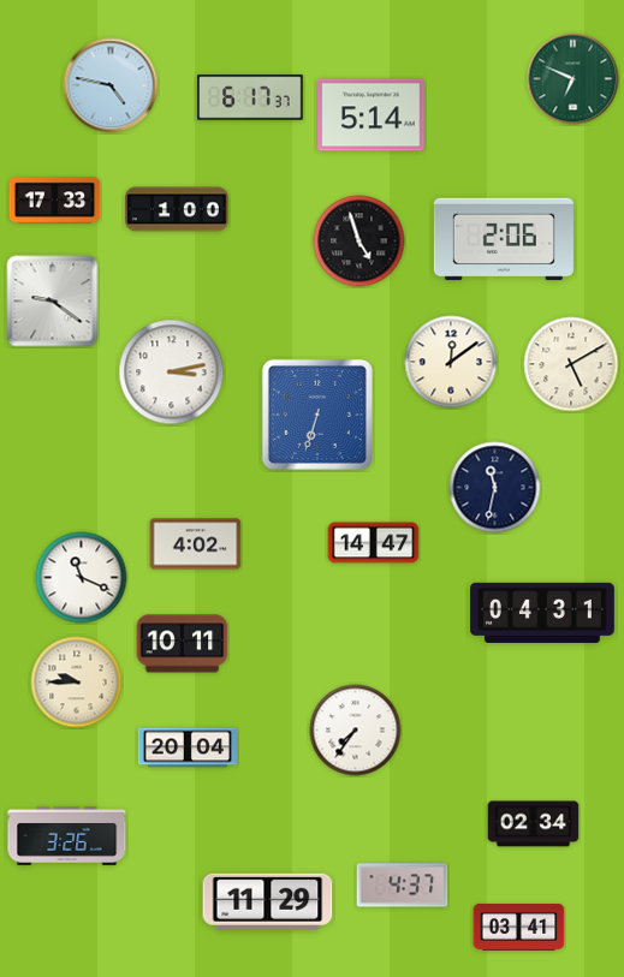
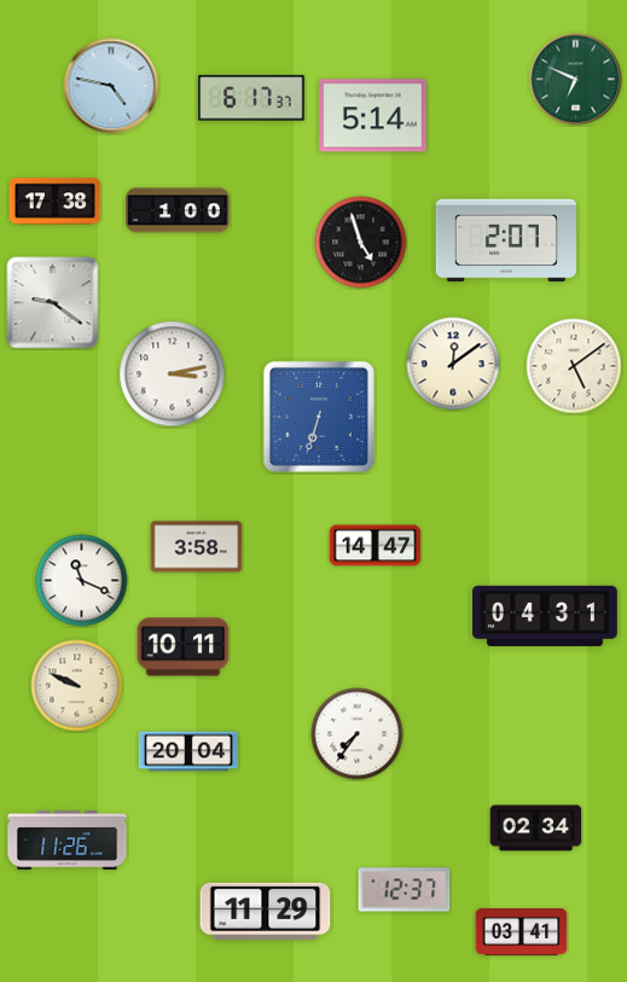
clock at (55, 201): 17:33 -> 17:38
clock at (504, 239): 2:06 -> 2:07
clock at (571, 364): 5:10 -> 5:09
clock at (495, 488): 11:32 -> none
clock at (196, 544): 4:02 -> 3:58
clock at (77, 683): 9:45 -> 9:49
clock at (67, 835): 3:26 -> 11:26
clock at (403, 886): 4:37 -> 12:37
clock at (268, 901) position: (268, 901) -> (266, 911)
